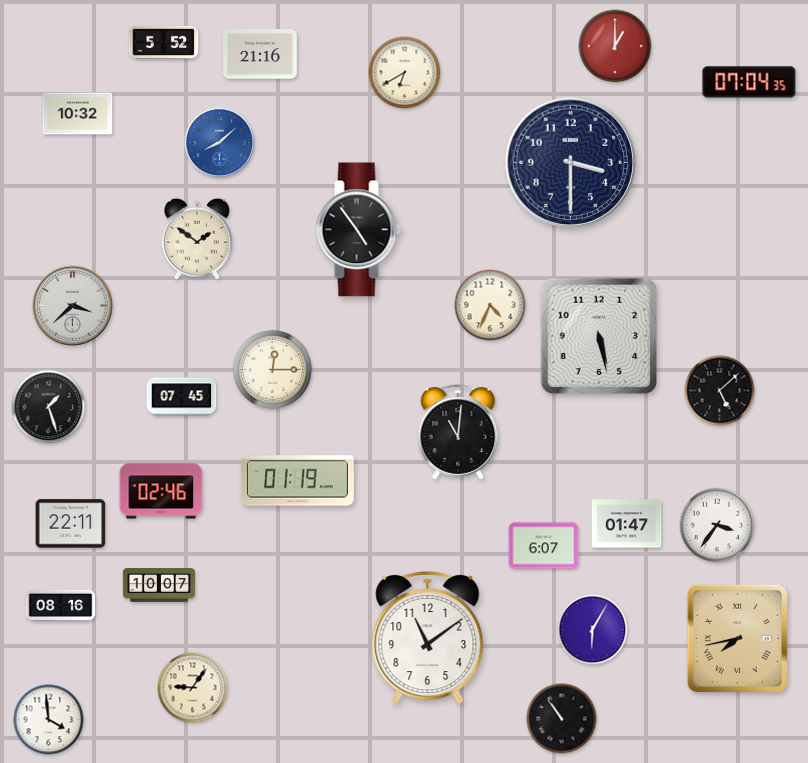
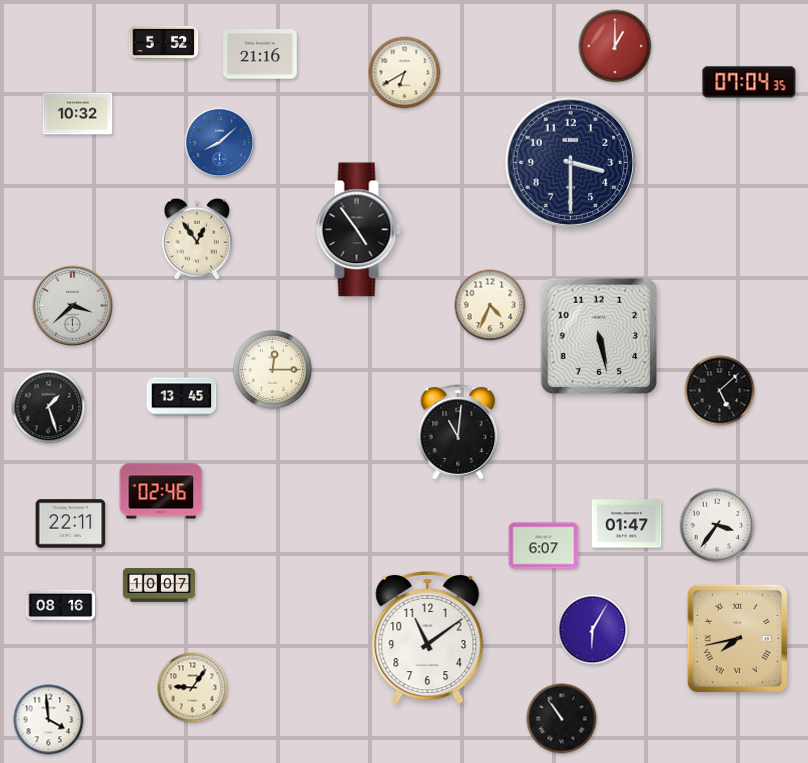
clock at (197, 239): 1:51 -> 12:54
clock at (182, 397): 07:45 -> 13:45
clock at (297, 481): 01:19 -> none
